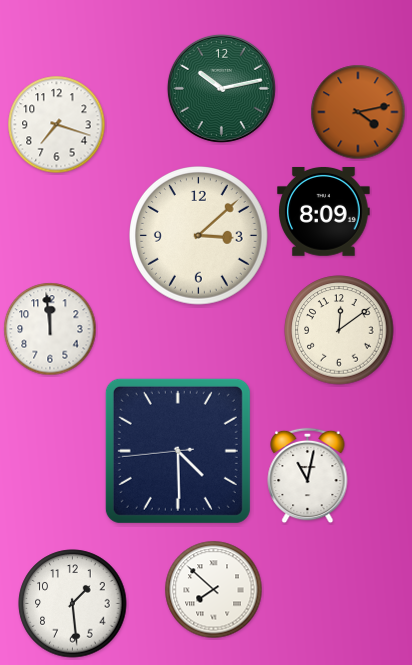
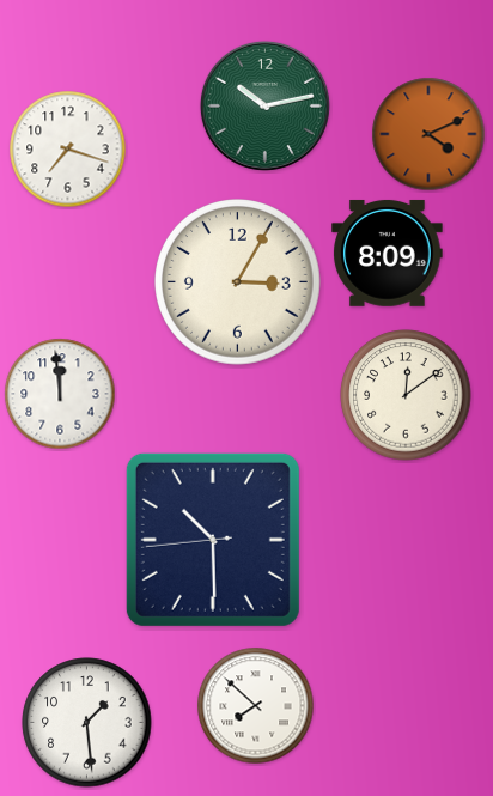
clock at (358, 112): 4:13 -> 4:11
clock at (199, 236): 3:08 -> 3:05
clock at (178, 451): 4:29 -> 10:29
clock at (308, 476): 11:02 -> none
